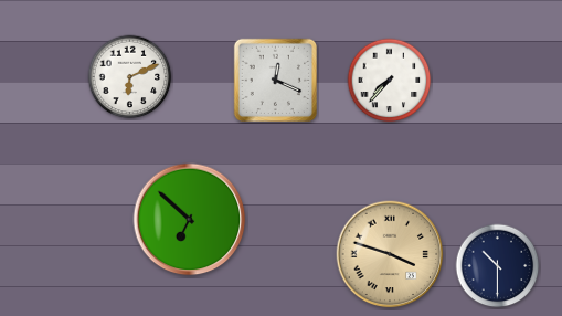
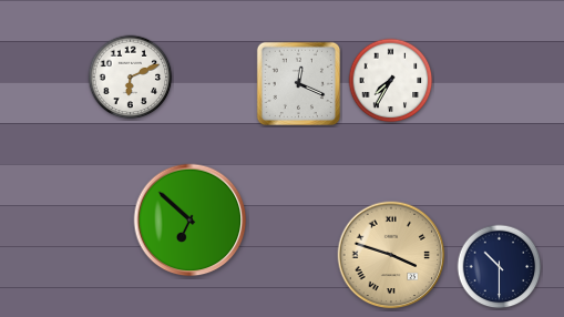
clock at (275, 80) position: (275, 80) -> (298, 83)
clock at (390, 81): 7:37 -> 7:35
